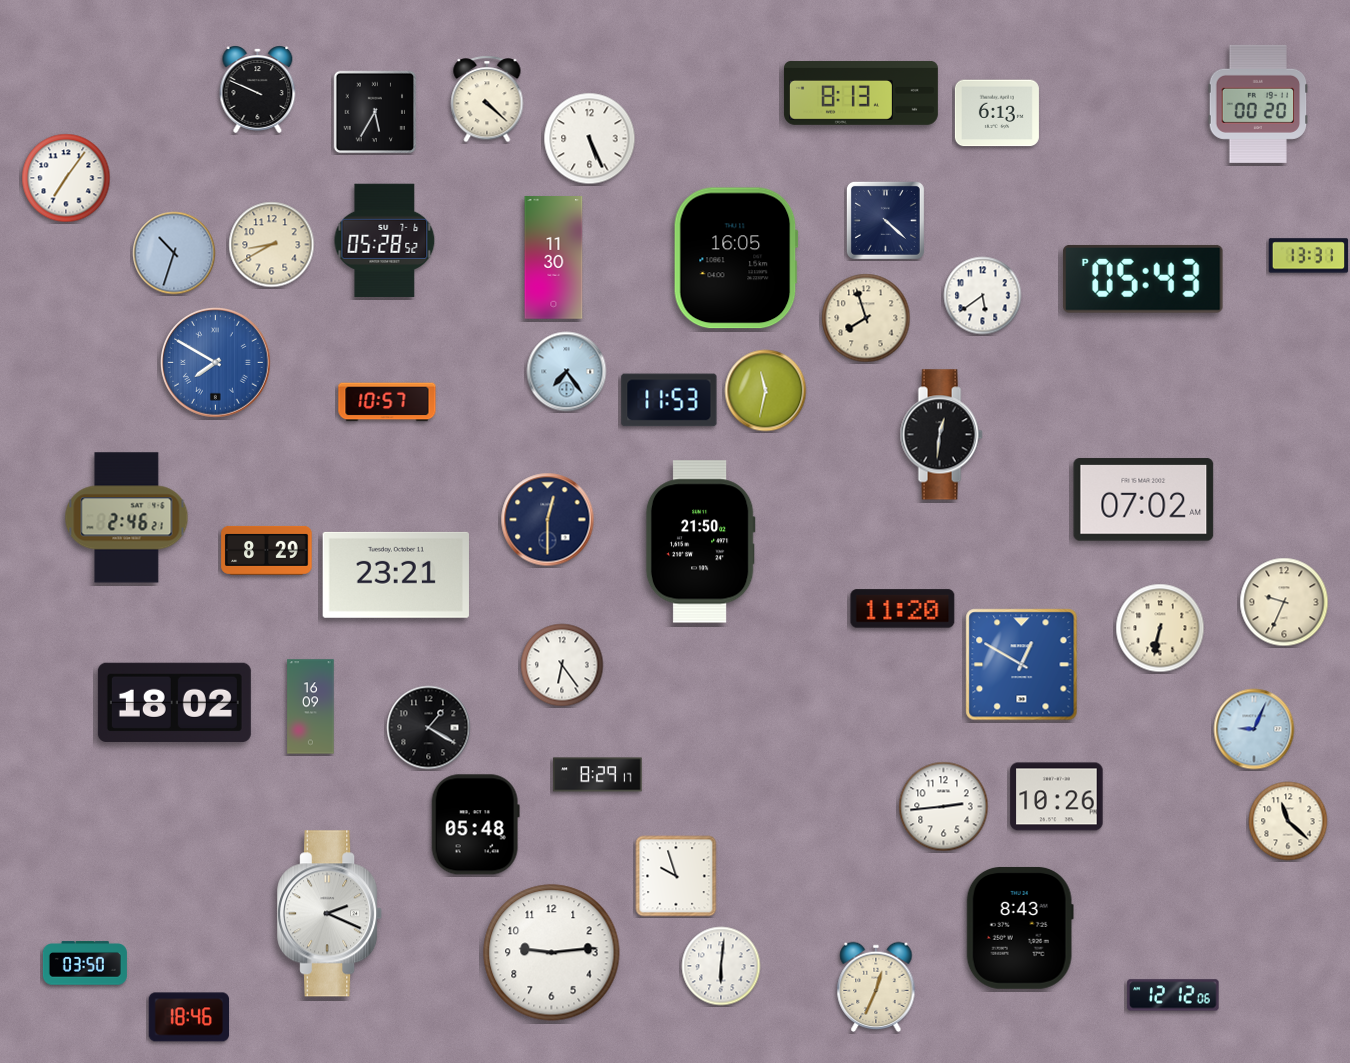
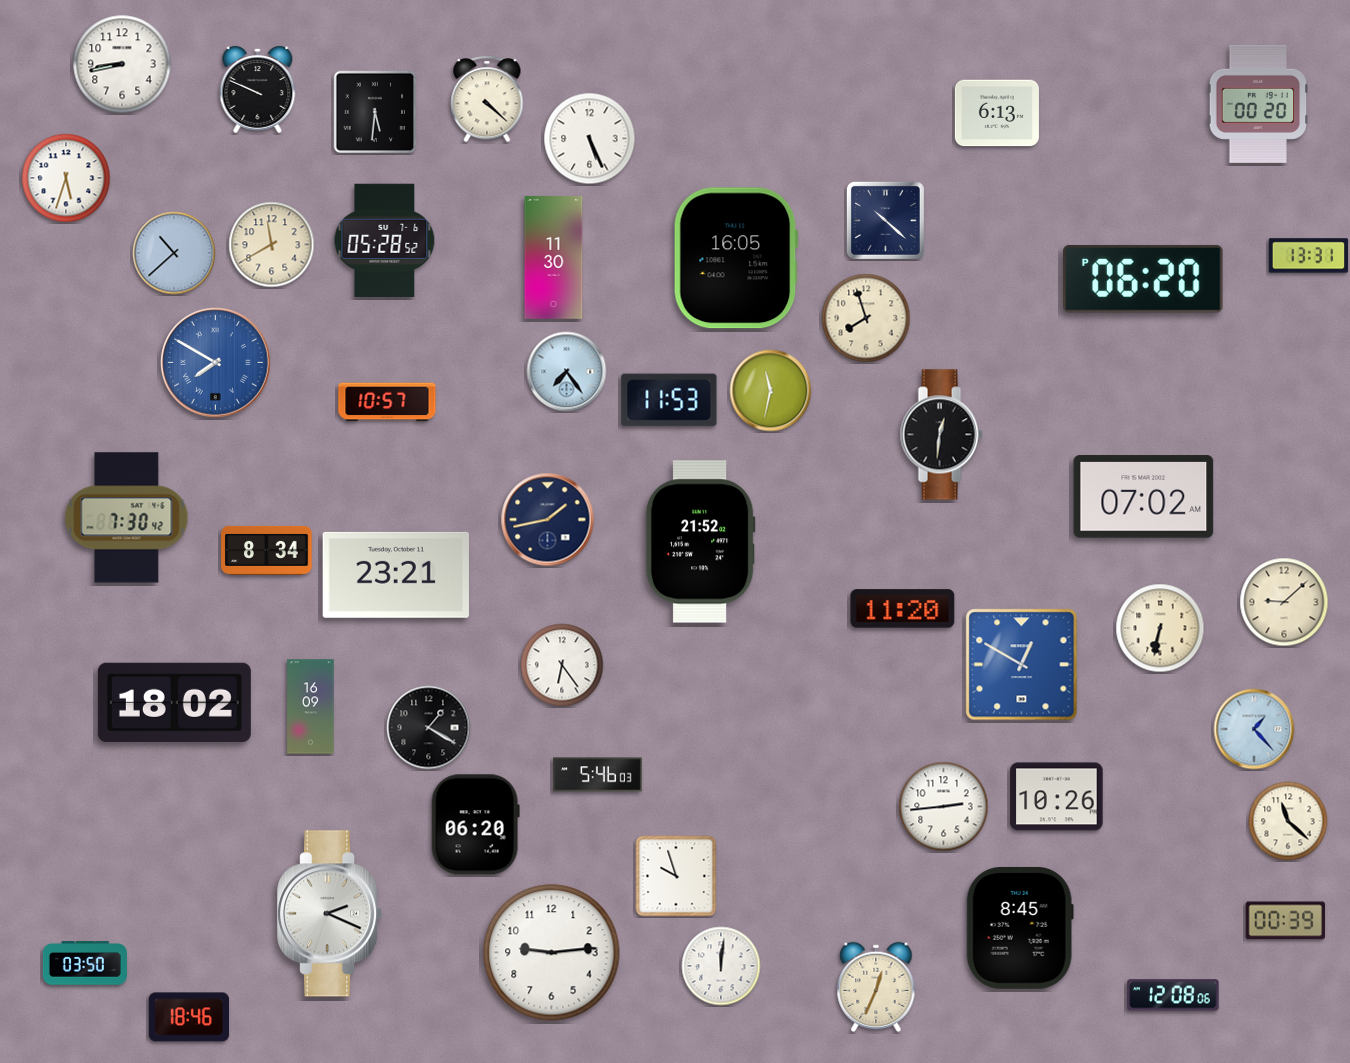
clock at (122, 64): none -> 8:43
clock at (861, 94): 8:13 -> none
clock at (375, 112): 5:35 -> 5:31
clock at (66, 178): 7:06 -> 5:33
clock at (885, 220): 4:22 -> 10:22
clock at (272, 245): 8:40 -> 11:40
clock at (174, 253): 10:33 -> 10:38
clock at (1143, 279): 05:43 -> 06:20
clock at (983, 296): 5:39 -> none
clock at (766, 391) position: (766, 391) -> (771, 391)
clock at (1144, 500) position: (1144, 500) -> (1144, 497)
clock at (127, 518): 2:46 -> 7:30
clock at (548, 520): 12:30 -> 1:43
clock at (700, 542): 21:50 -> 21:52
clock at (267, 550): 8:29 -> 8:34
clock at (1284, 602): 9:34 -> 9:08
clock at (1254, 729): 9:04 -> 1:23
clock at (598, 775): 8:29 -> 5:46
clock at (475, 825): 05:48 -> 06:20
clock at (1285, 921): none -> 00:39
clock at (1020, 928): 8:43 -> 8:45
clock at (721, 966): 6:01 -> 12:01
clock at (1173, 995): 12:12 -> 12:08
